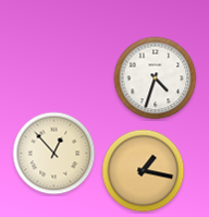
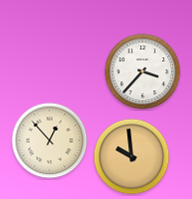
clock at (156, 79): 4:33 -> 3:37
clock at (144, 171): 1:17 -> 9:59
